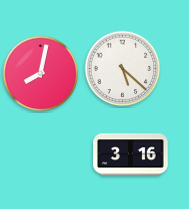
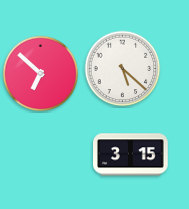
clock at (41, 74): 8:02 -> 6:52
clock at (131, 155): 3:16 -> 3:15
